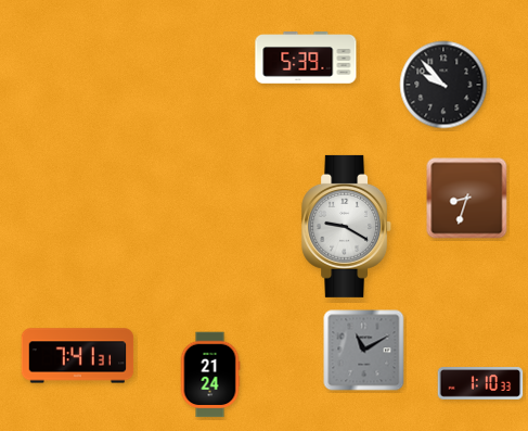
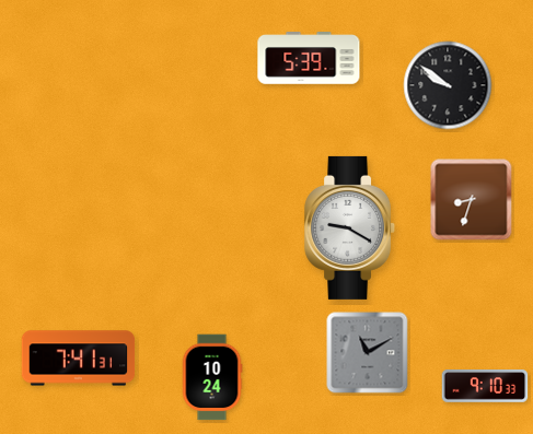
clock at (443, 85): 9:53 -> 9:51
clock at (210, 375): 21:24 -> 10:24
clock at (480, 383): 1:10 -> 9:10
